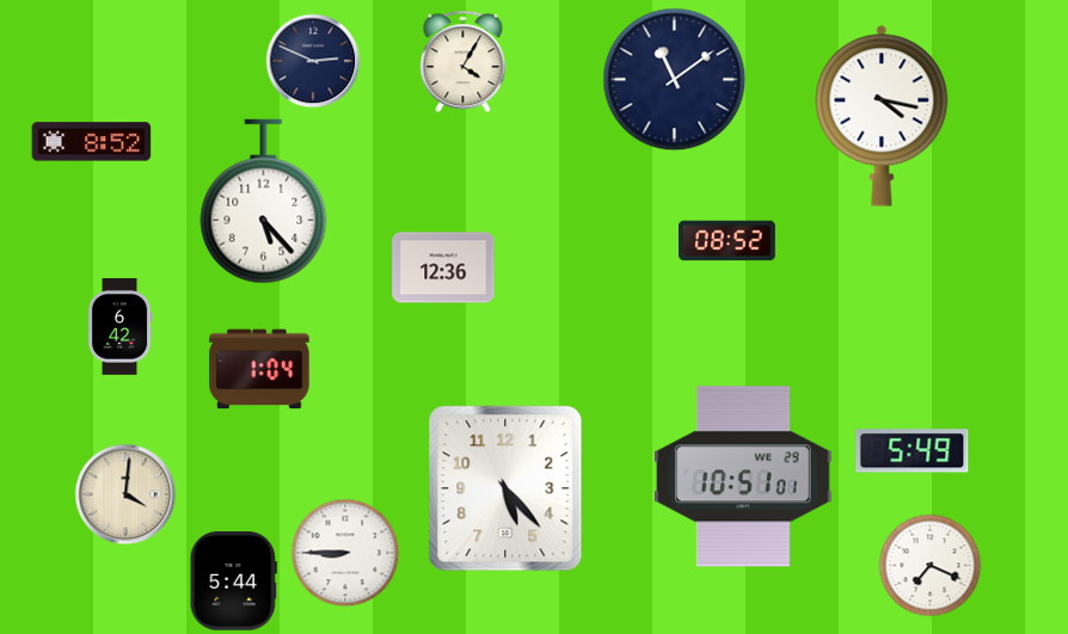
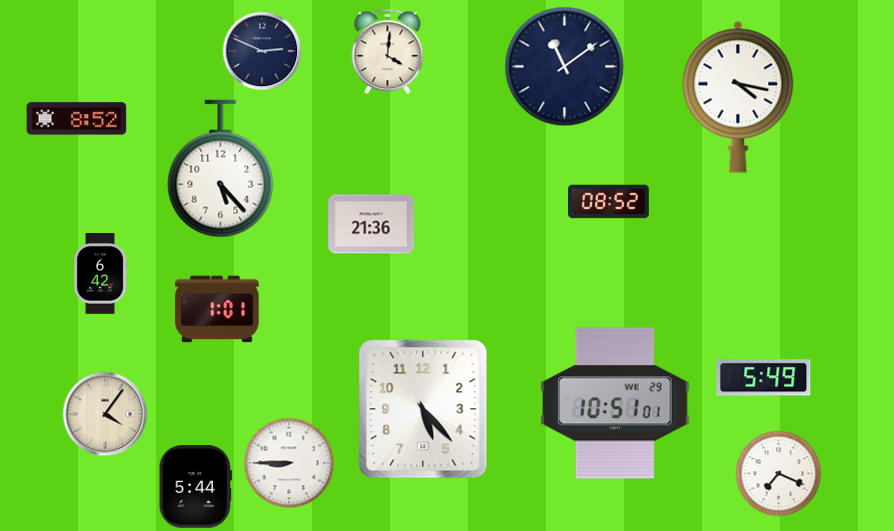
clock at (464, 62): 4:05 -> 4:01
clock at (443, 267): 12:36 -> 21:36
clock at (259, 369): 1:04 -> 1:01
clock at (743, 476) position: (743, 476) -> (615, 403)
clock at (125, 494): 4:01 -> 4:06
